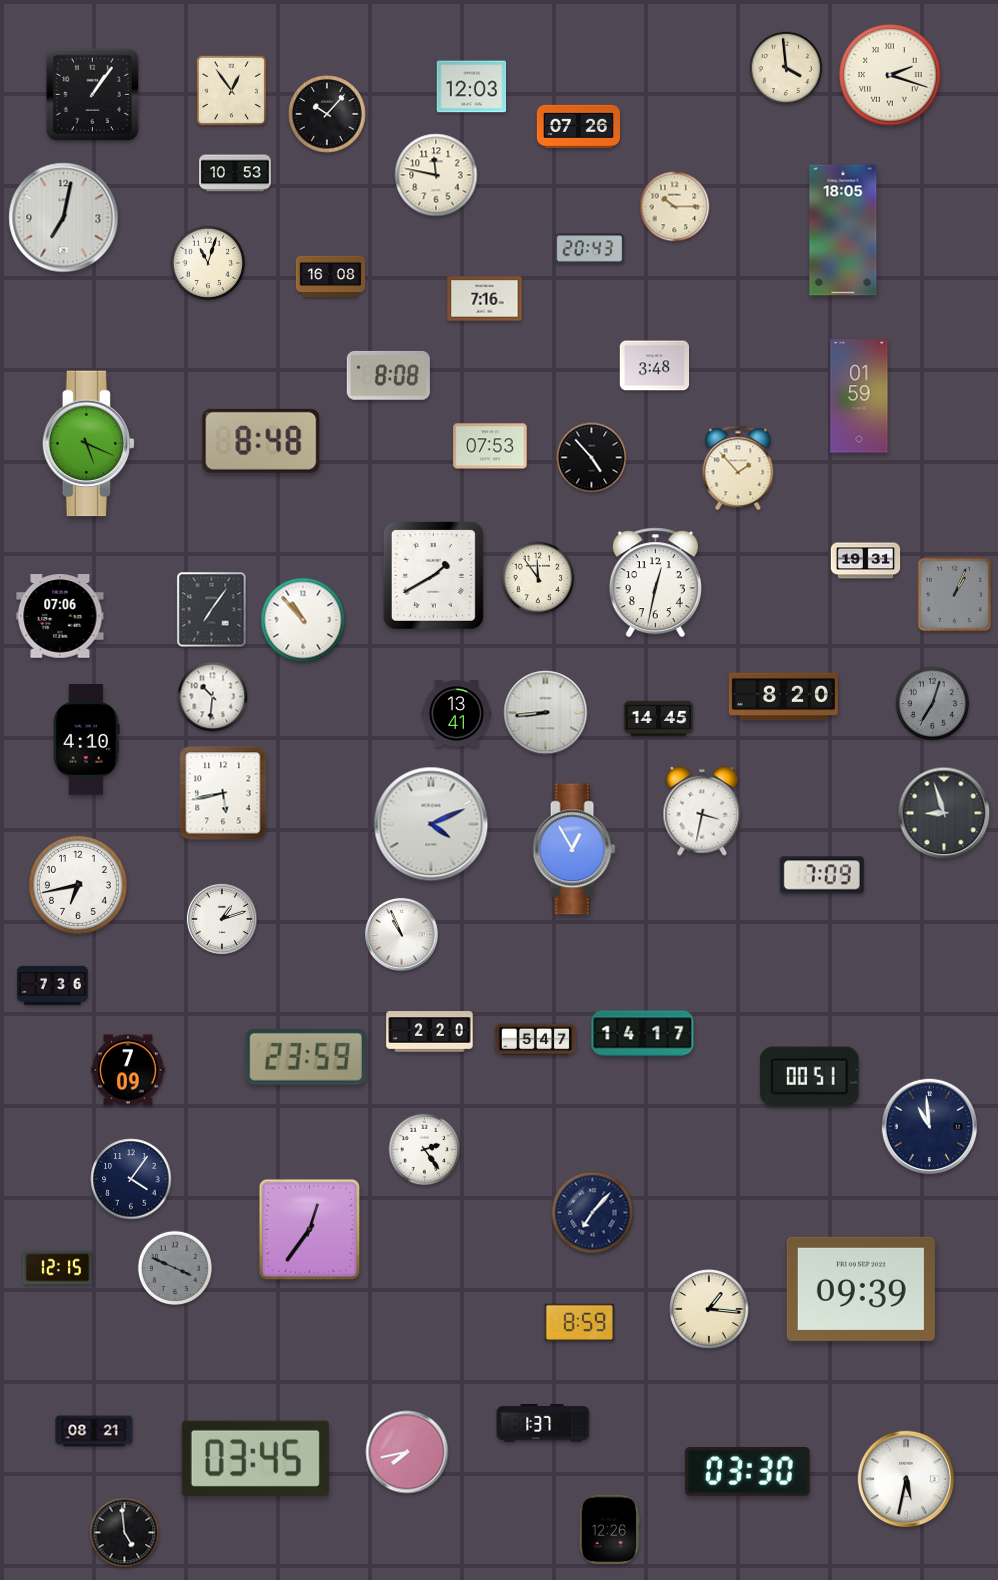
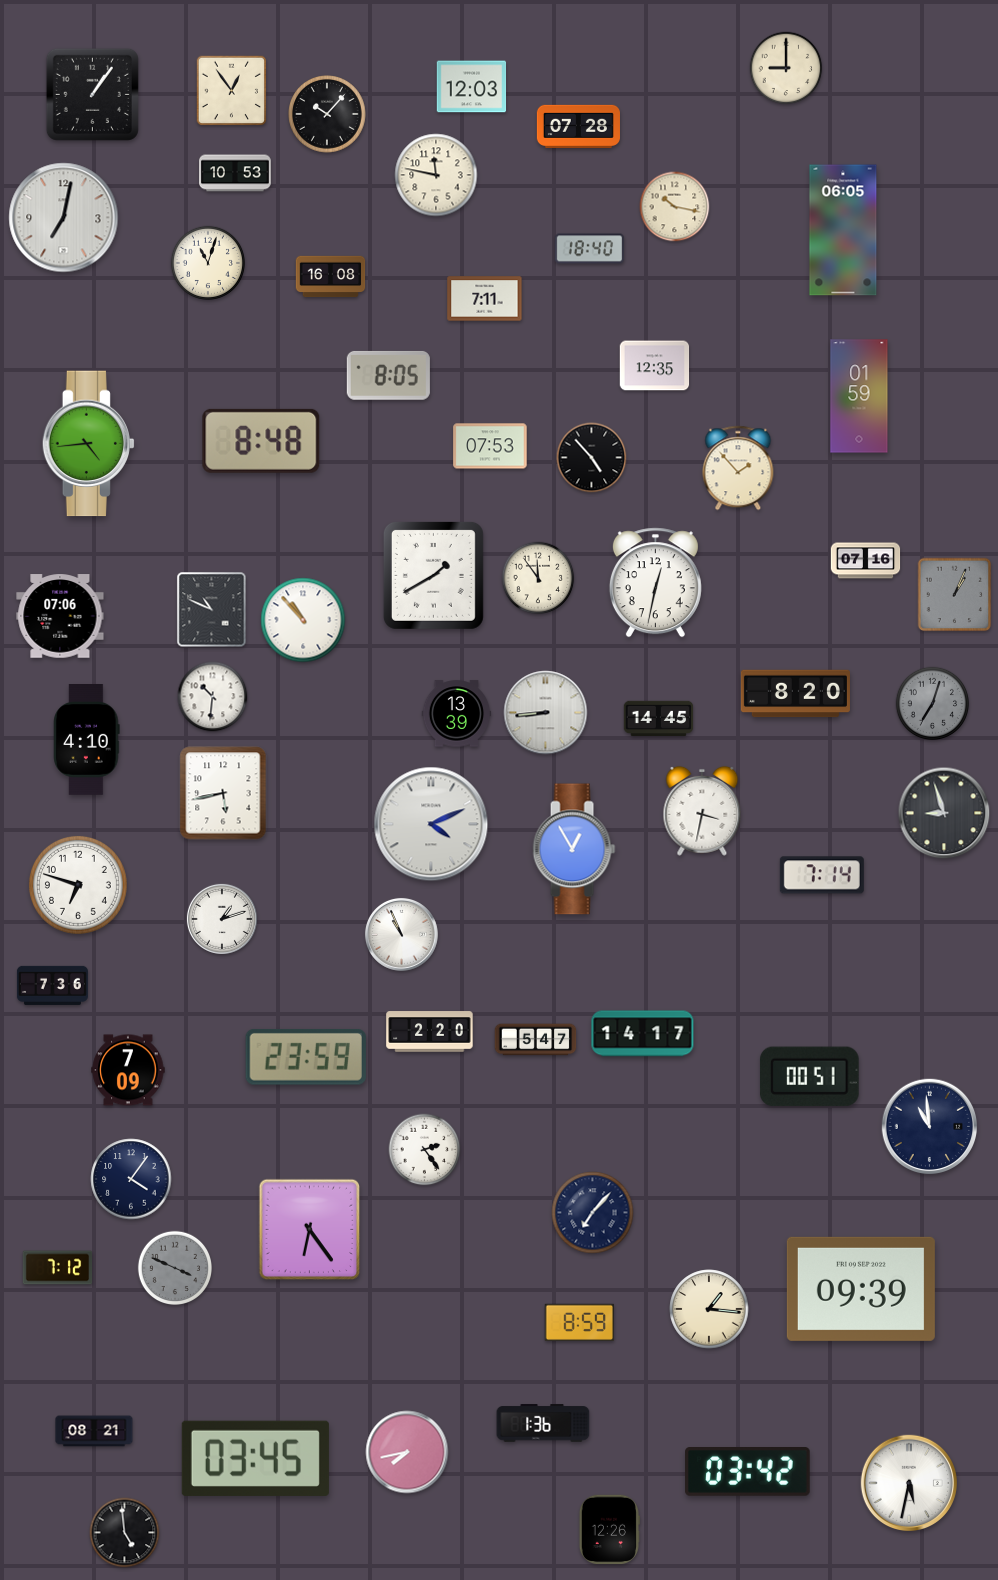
clock at (786, 68): 3:59 -> 9:00
clock at (890, 75): 2:18 -> none
clock at (578, 126): 07:26 -> 07:28
clock at (675, 207): 10:15 -> 10:17
clock at (843, 230): 18:05 -> 06:05
clock at (590, 249): 20:43 -> 18:40
clock at (485, 299): 7:16 -> 7:11
clock at (655, 366): 3:48 -> 12:35
clock at (388, 375): 8:08 -> 8:05
clock at (88, 444): 5:19 -> 4:44
clock at (866, 561): 19:31 -> 07:16
clock at (212, 610): 7:06 -> 10:49
clock at (783, 697) position: (783, 697) -> (795, 694)
clock at (457, 714): 13:41 -> 13:39
clock at (822, 875): 7:09 -> 7:14
clock at (78, 885): 6:43 -> 6:48
clock at (310, 1230): 12:36 -> 6:24
clock at (58, 1268): 12:15 -> 7:12
clock at (543, 1423): 1:37 -> 1:36
clock at (748, 1472): 03:30 -> 03:42
clock at (905, 1478) position: (905, 1478) -> (908, 1482)
